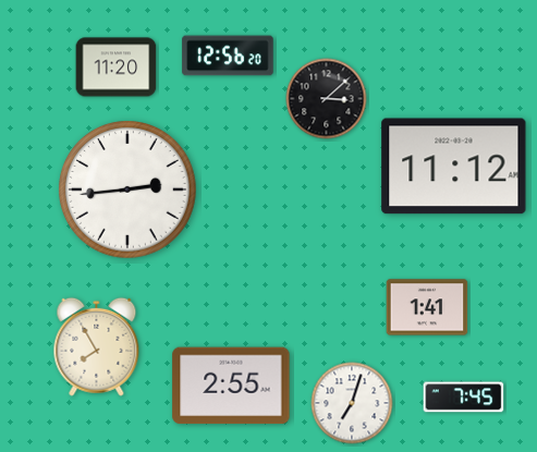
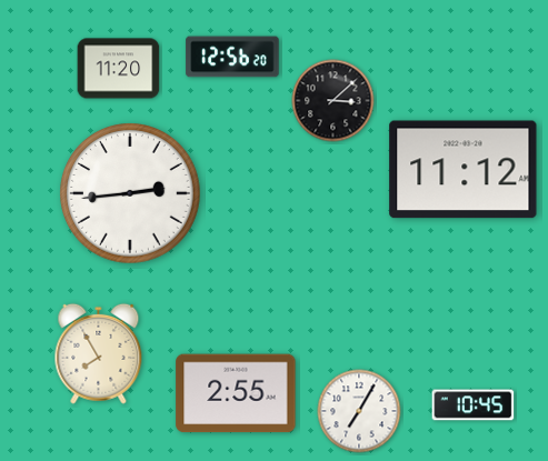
clock at (427, 307): 1:41 -> none
clock at (464, 398): 7:45 -> 10:45
clock at (352, 403): 7:03 -> 7:05
